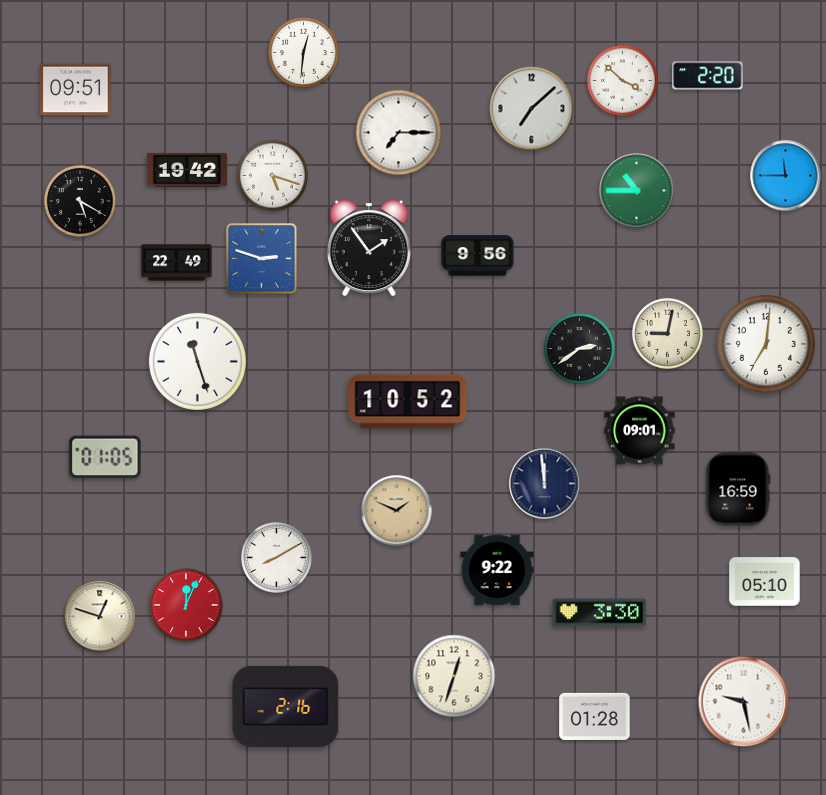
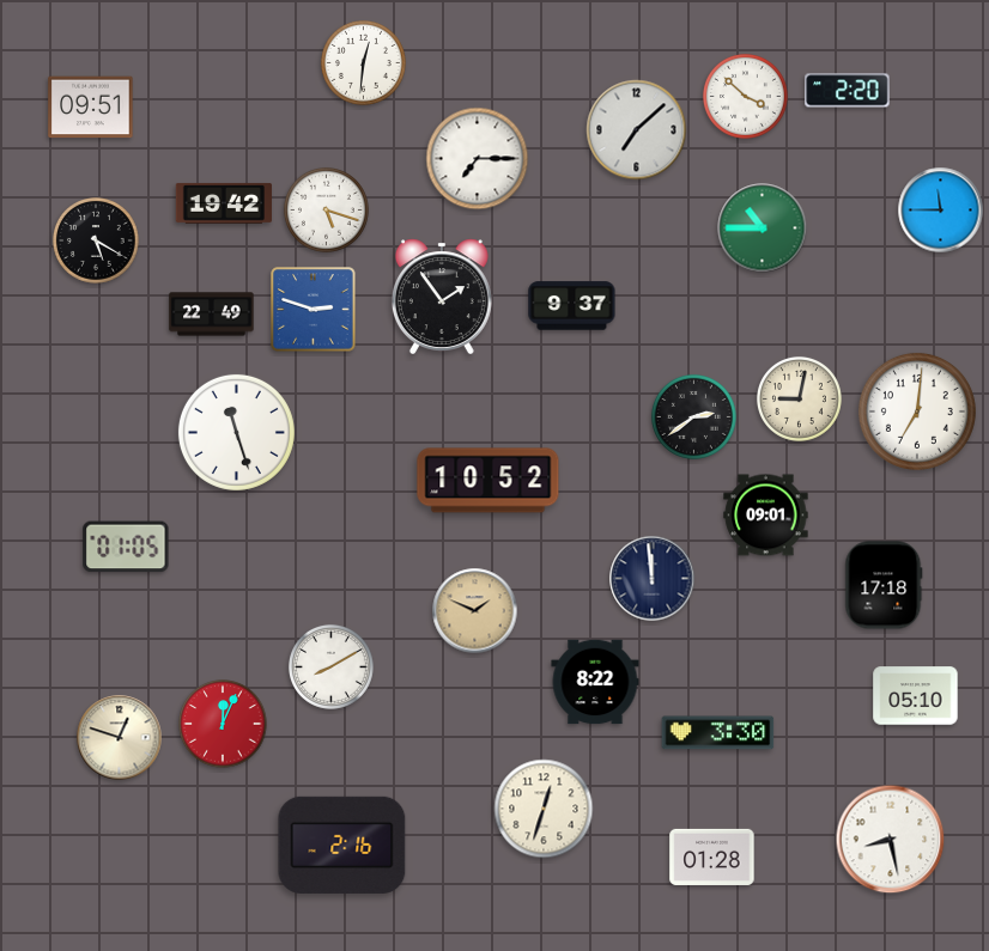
clock at (478, 256): 9:56 -> 9:37
clock at (738, 489): 16:59 -> 17:18
clock at (497, 570): 9:22 -> 8:22
clock at (744, 702): 9:28 -> 8:28
